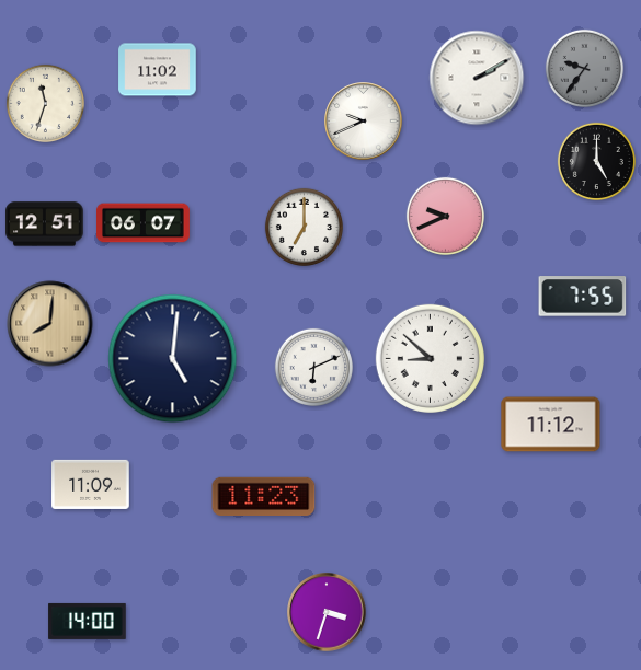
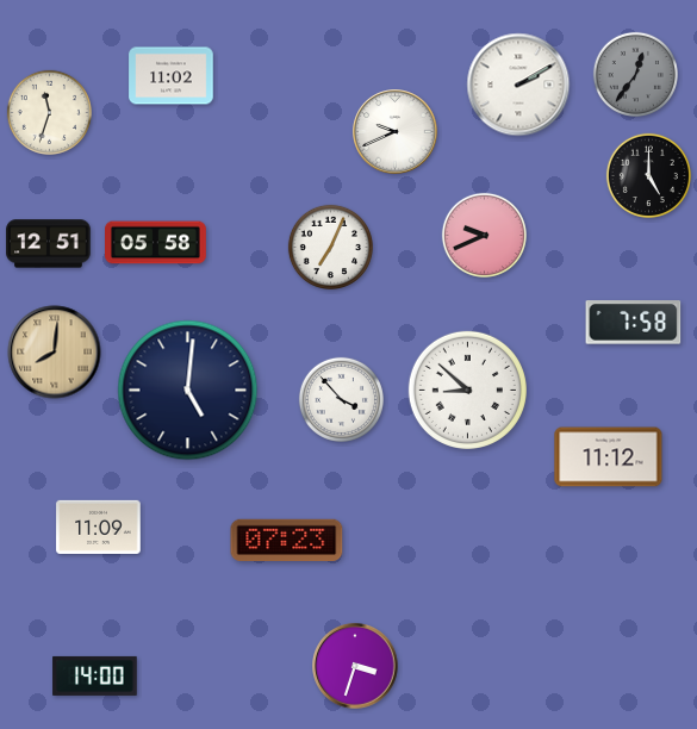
clock at (584, 68): 9:36 -> 12:36
clock at (144, 223): 06:07 -> 05:58
clock at (304, 227): 7:00 -> 7:04
clock at (583, 297): 7:55 -> 7:58
clock at (313, 367): 6:11 -> 3:53
clock at (551, 425) position: (551, 425) -> (609, 457)
clock at (264, 496): 11:23 -> 07:23
